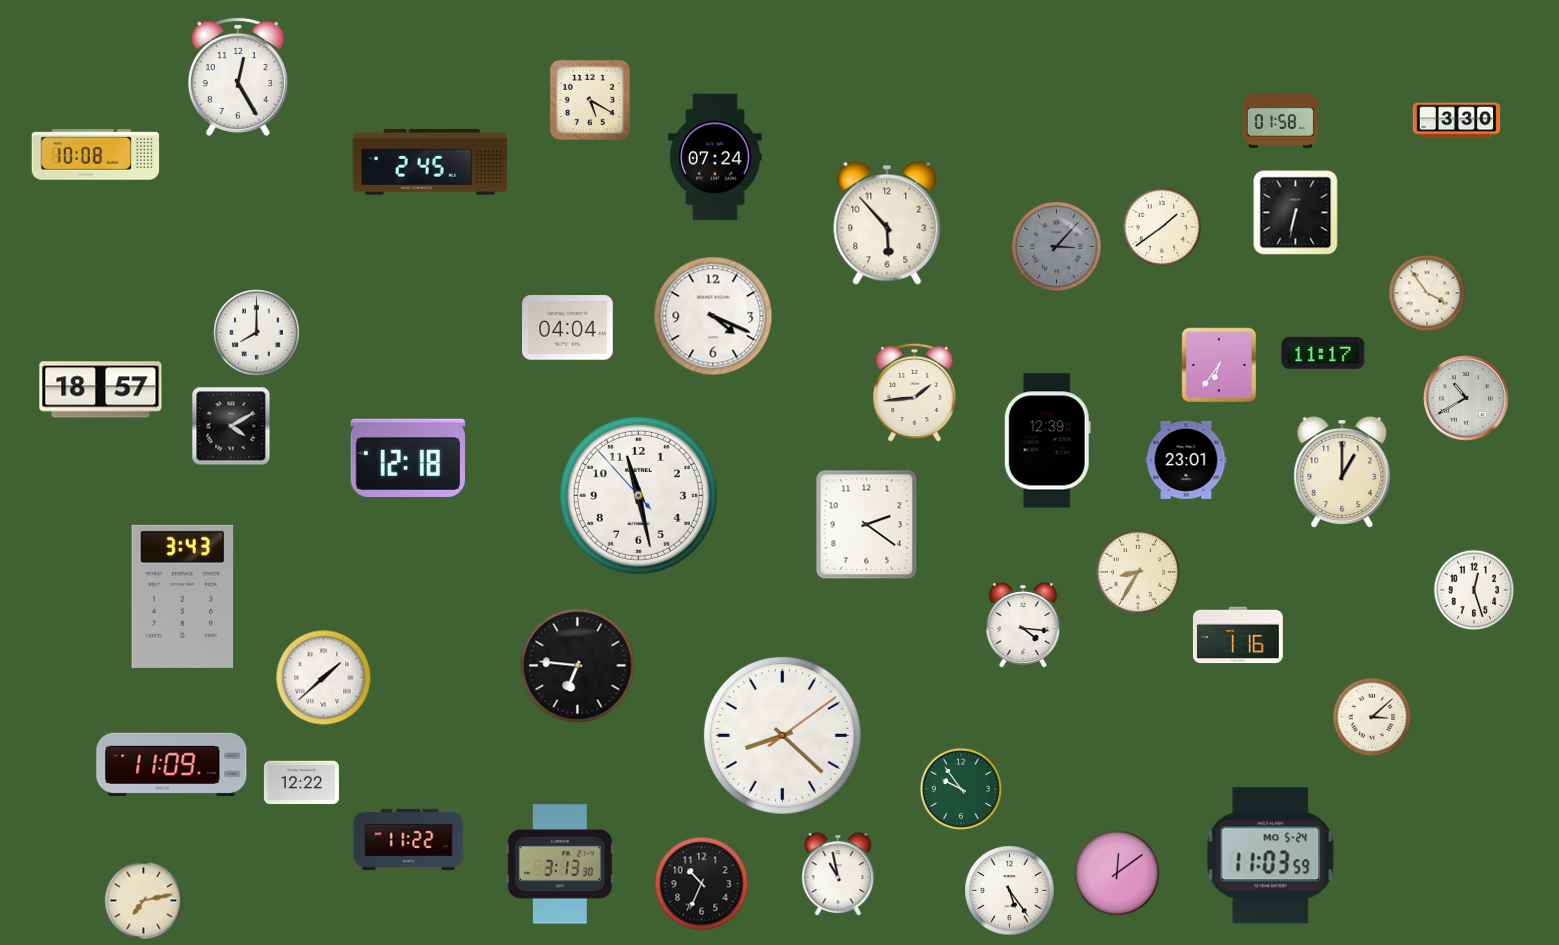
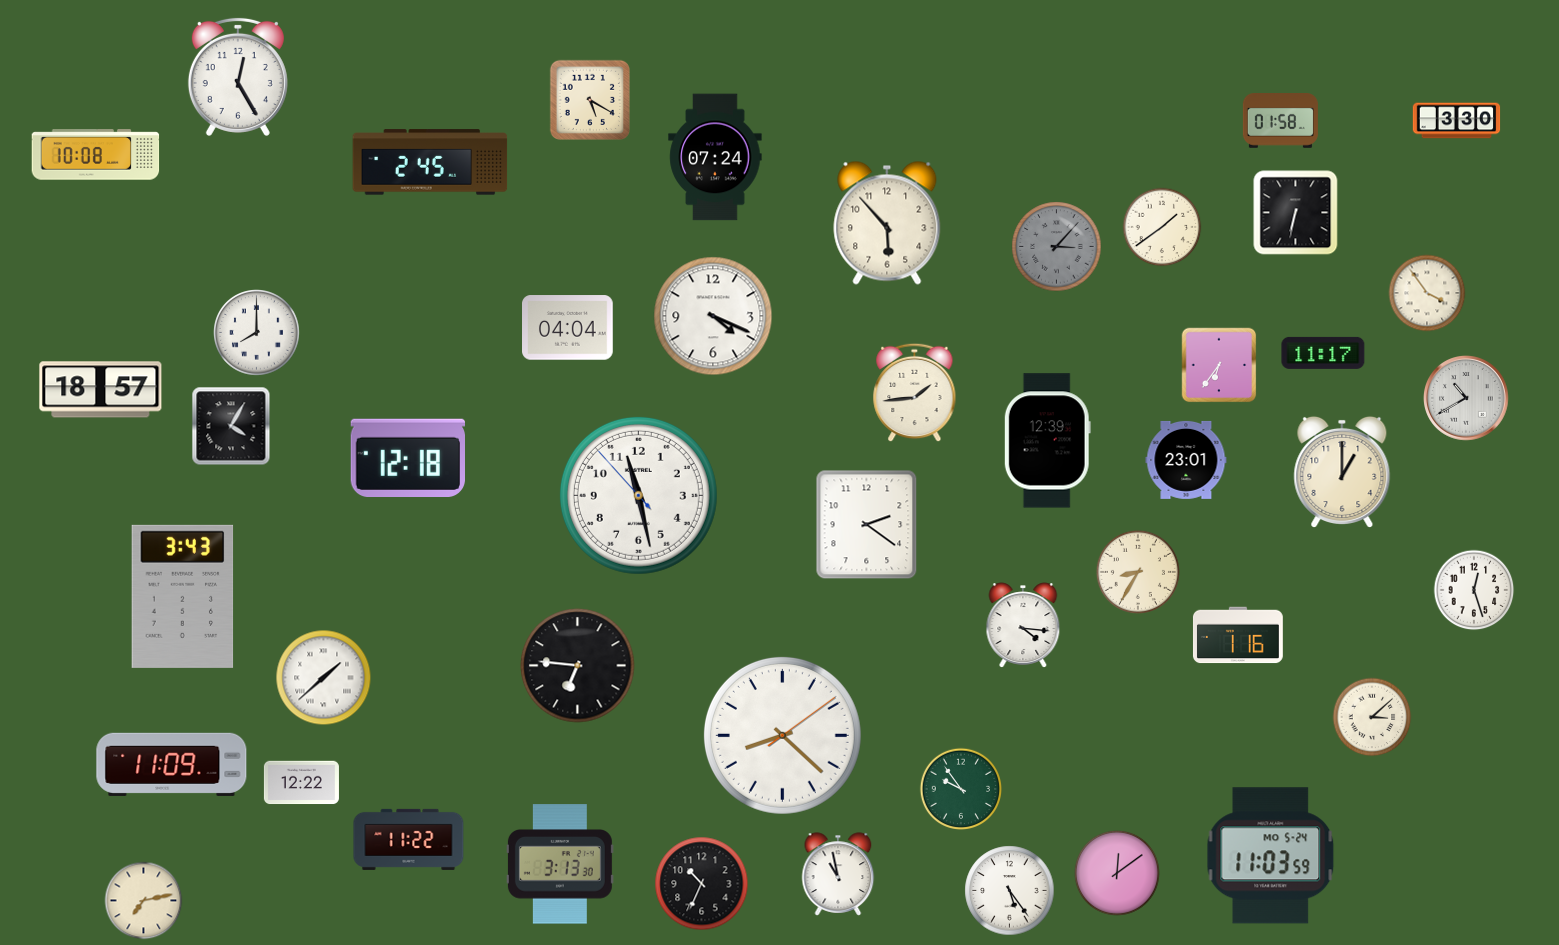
clock at (231, 426): 4:10 -> 4:05
